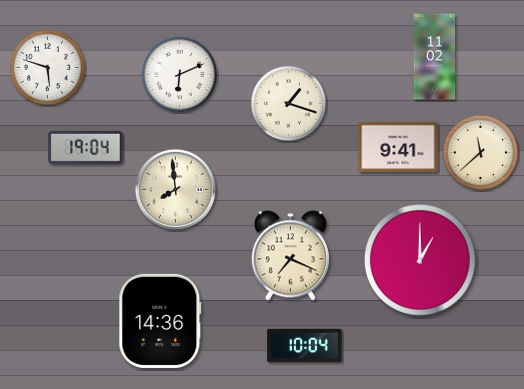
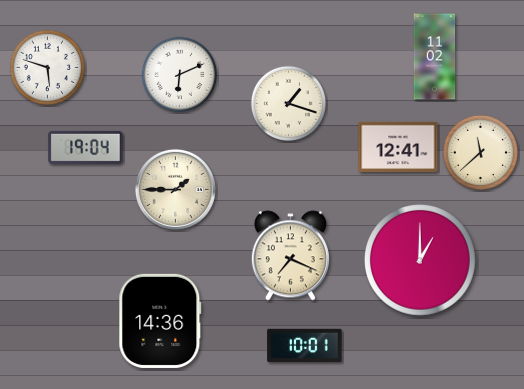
clock at (398, 147): 9:41 -> 12:41
clock at (175, 189): 7:59 -> 1:45
clock at (305, 346): 10:04 -> 10:01
